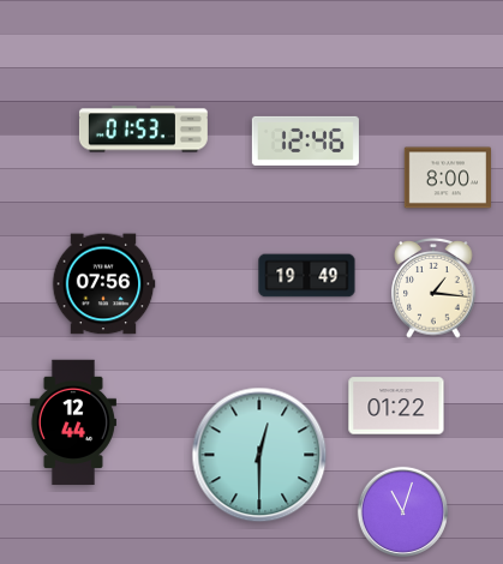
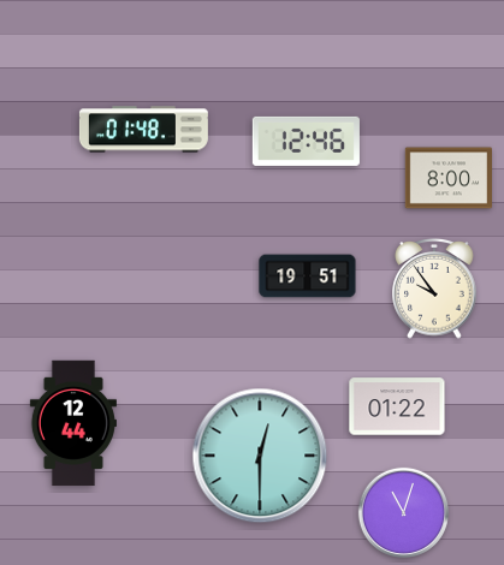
clock at (143, 130): 01:53 -> 01:48
clock at (307, 276): 19:49 -> 19:51
clock at (103, 284): 07:56 -> none
clock at (433, 288): 1:16 -> 9:54
